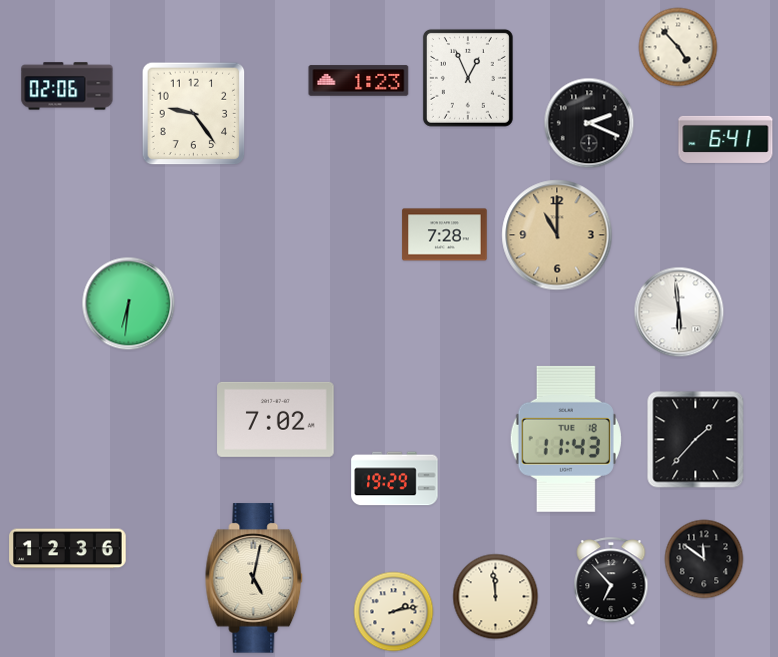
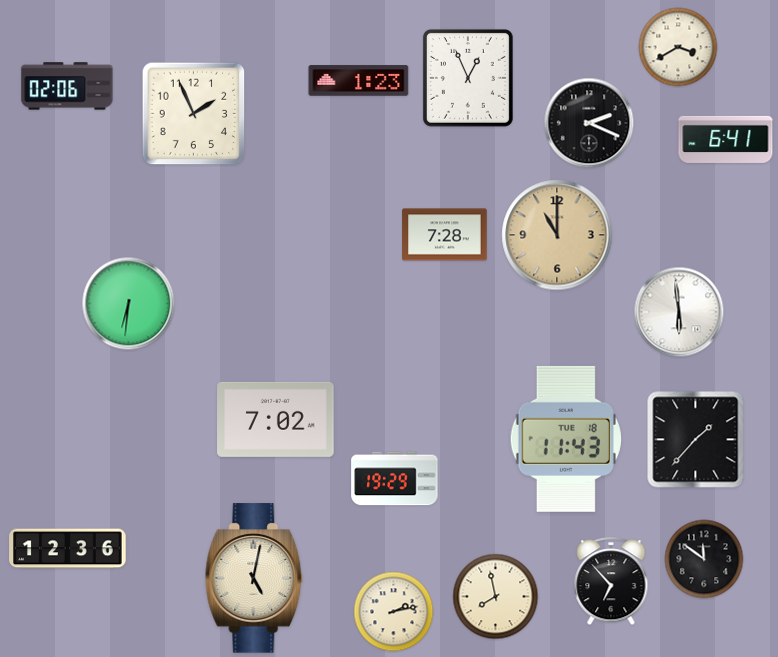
clock at (678, 47): 4:53 -> 3:40
clock at (194, 114): 9:24 -> 1:56
clock at (496, 597): 11:59 -> 7:58
